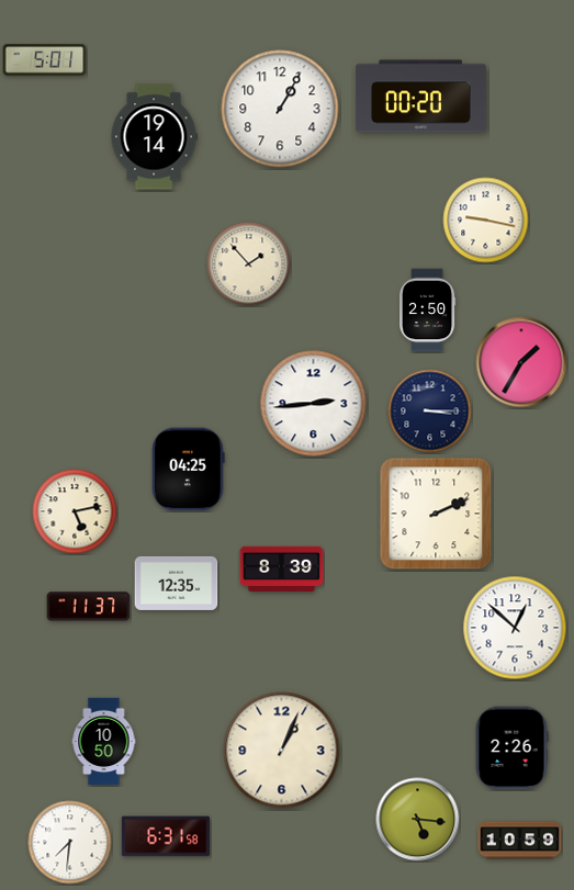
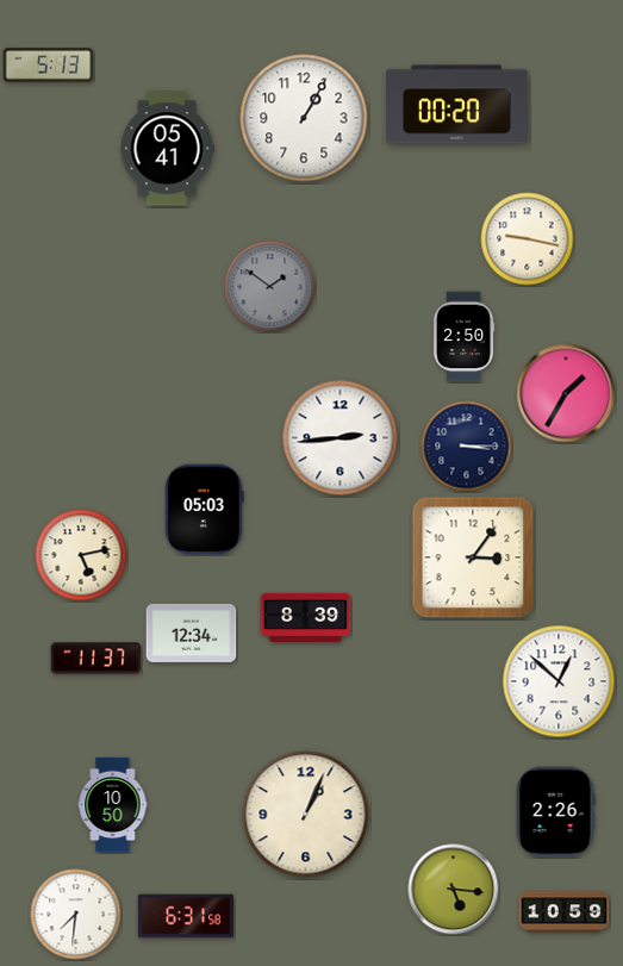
clock at (45, 60): 5:01 -> 5:13
clock at (154, 137): 19:14 -> 05:41
clock at (249, 264): 1:53 -> 1:51
clock at (249, 264) dial: cream -> grey
clock at (189, 470): 04:25 -> 05:03
clock at (436, 514): 2:11 -> 3:06
clock at (177, 583): 12:35 -> 12:34
clock at (166, 836) position: (166, 836) -> (186, 916)
